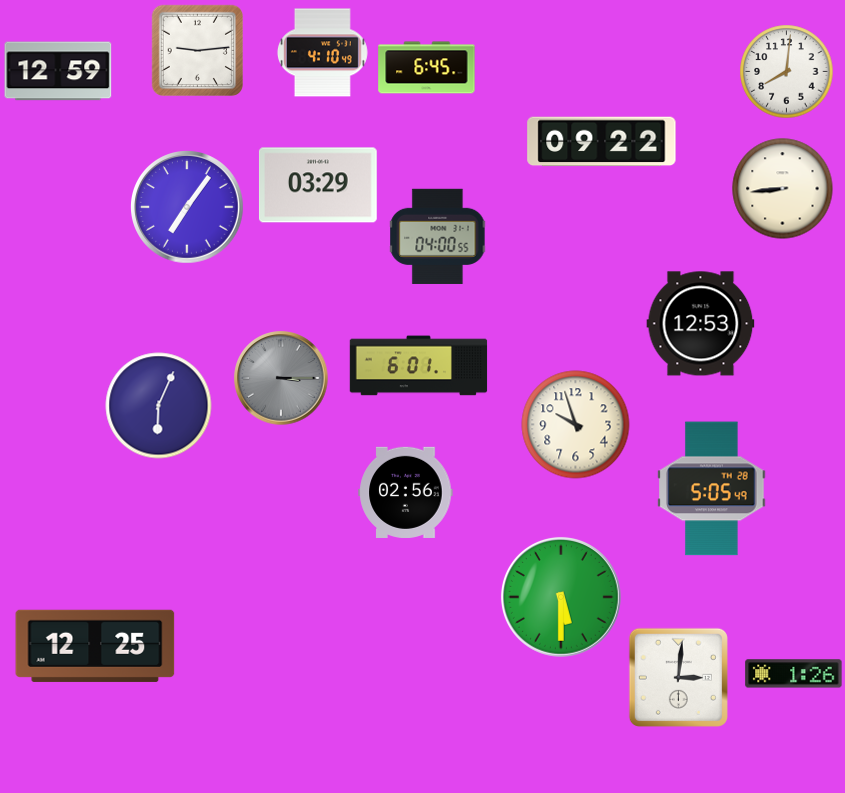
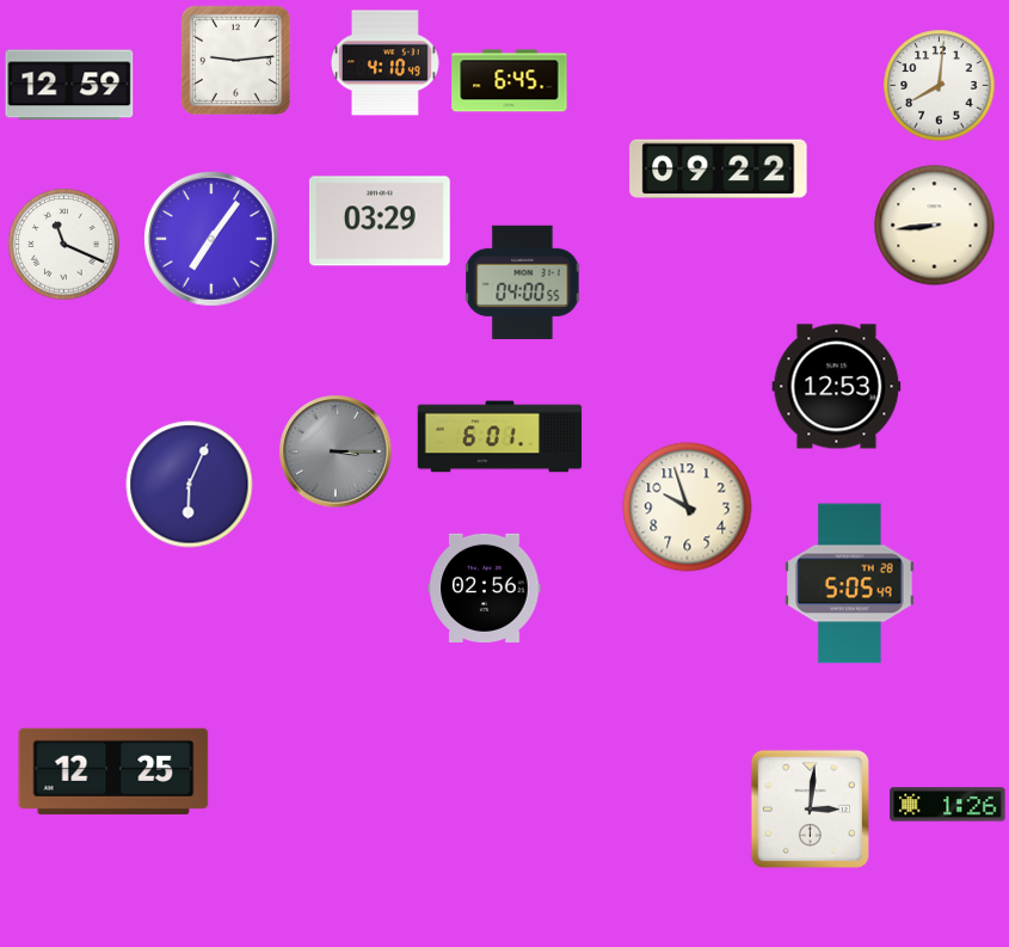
clock at (64, 245): none -> 11:19
clock at (188, 208) position: (188, 208) -> (213, 240)
clock at (561, 597): 5:30 -> none
